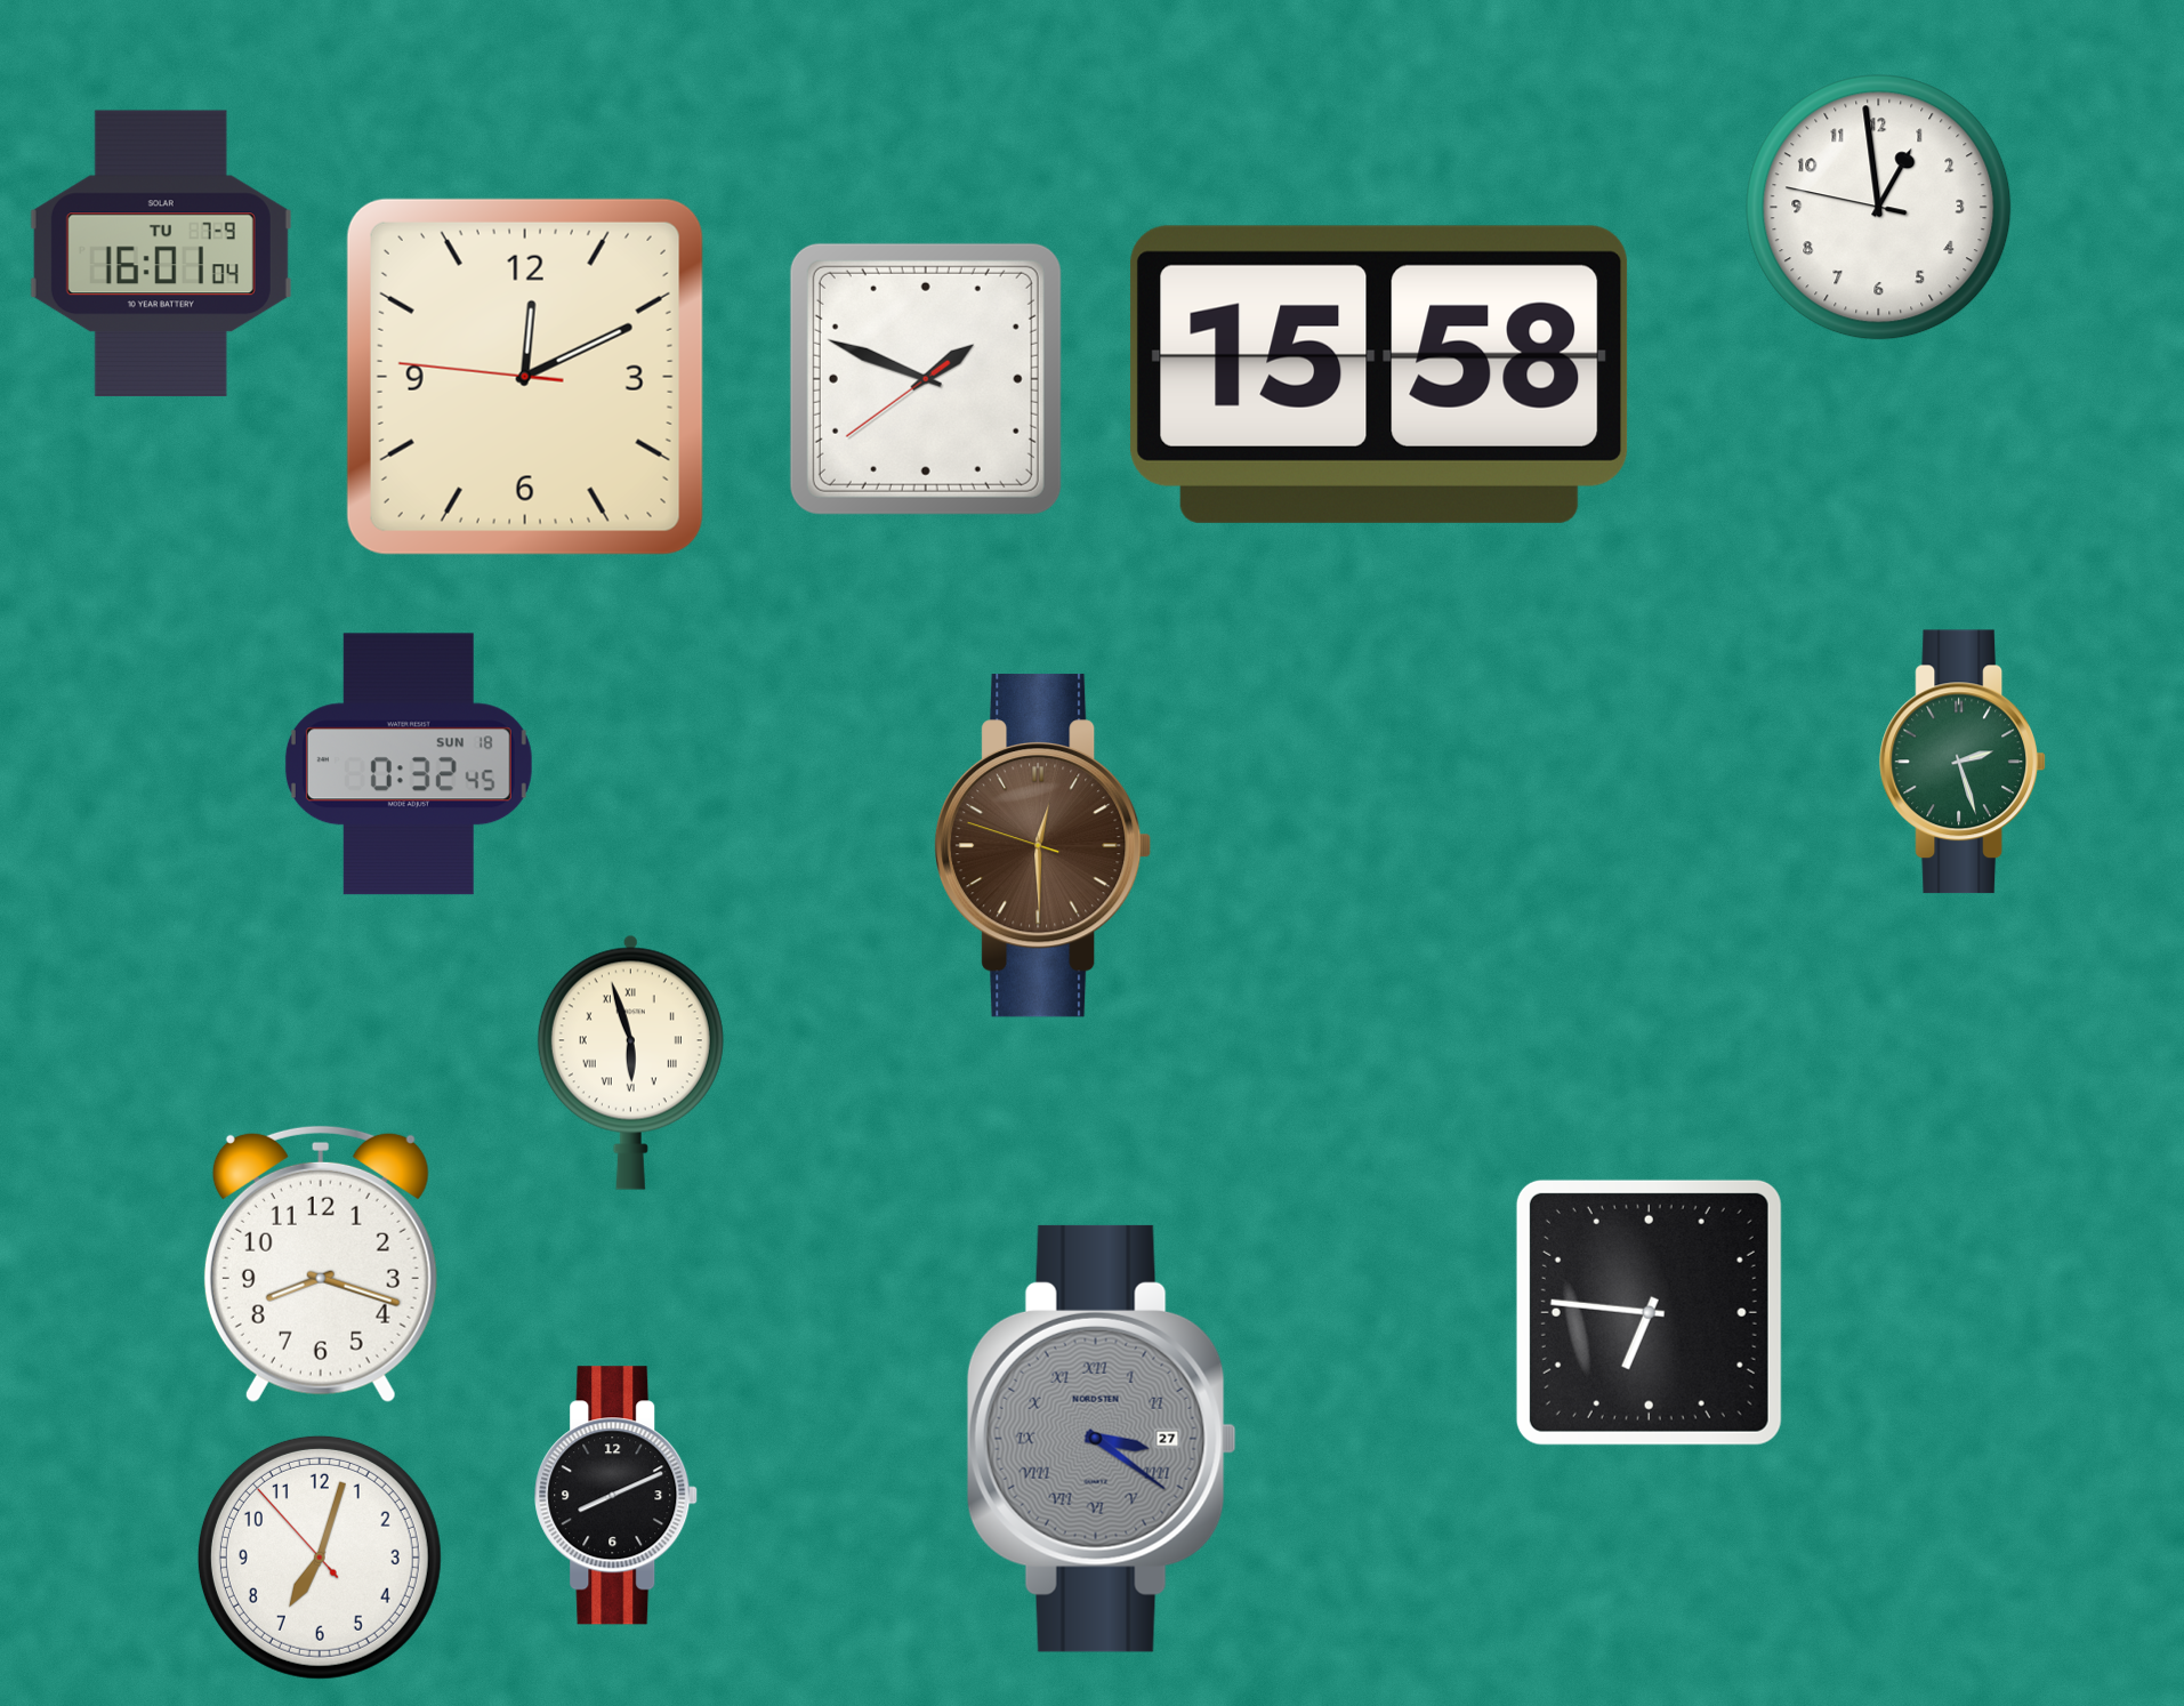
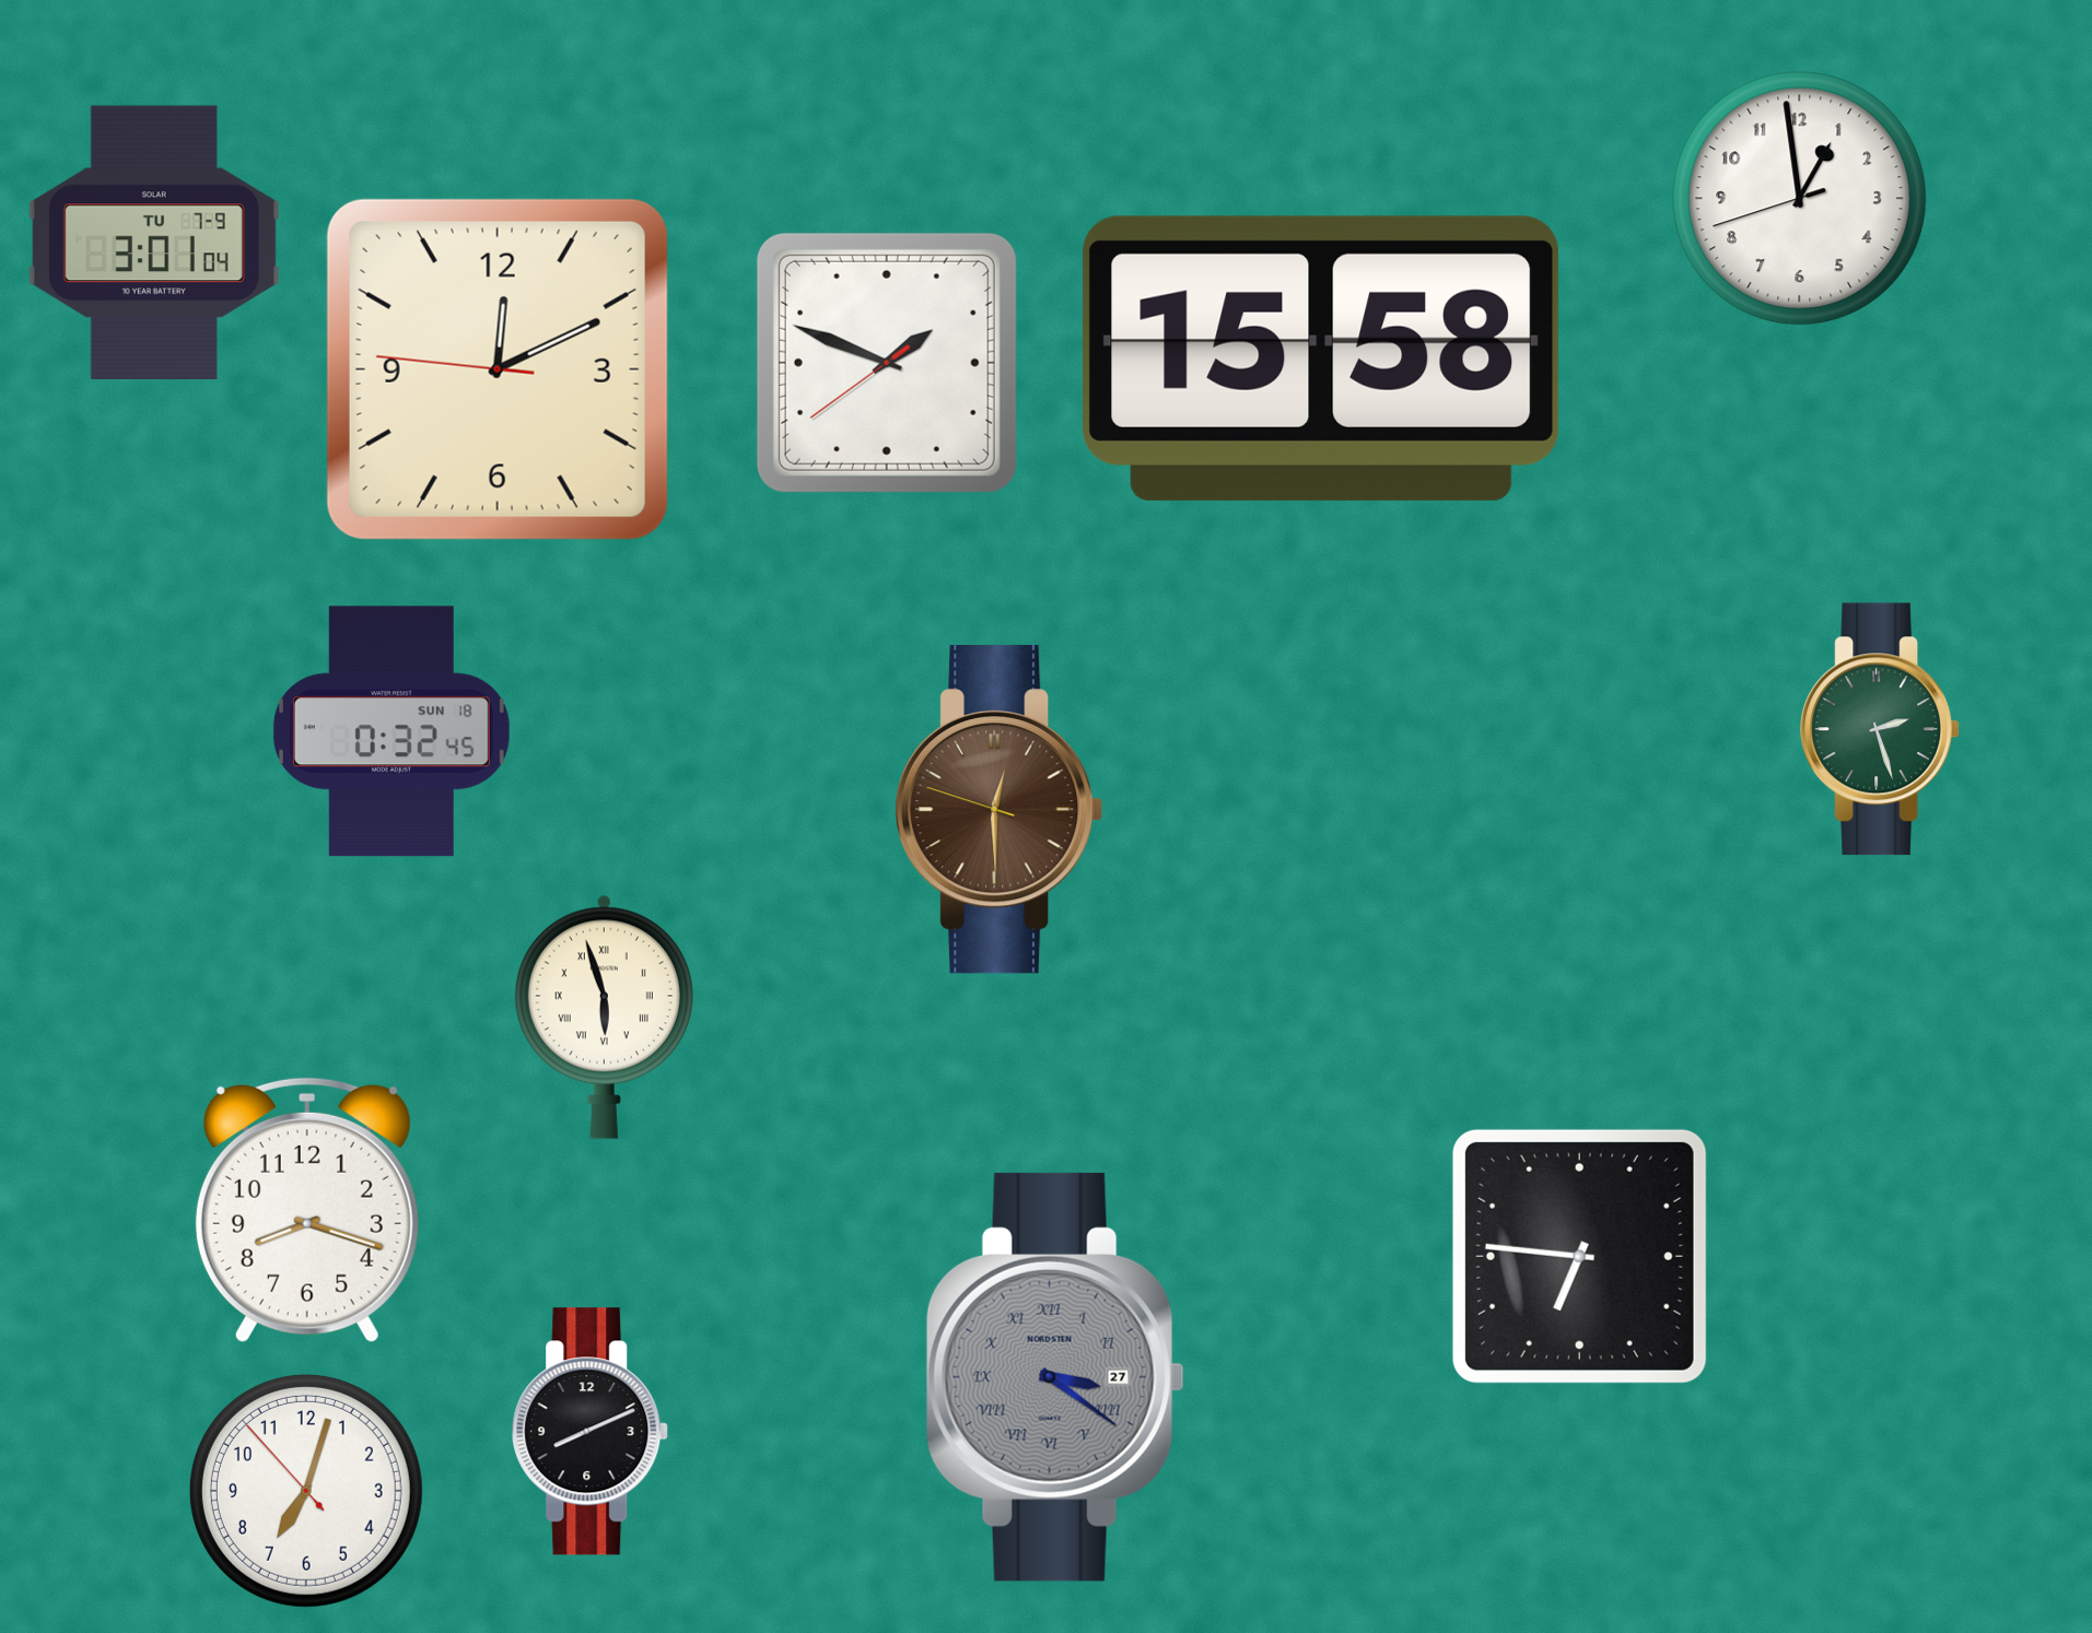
clock at (1879, 208): 12:58:47 -> 12:58:42
clock at (161, 252): 16:01 -> 3:01
clock at (525, 377) position: (525, 377) -> (498, 369)
